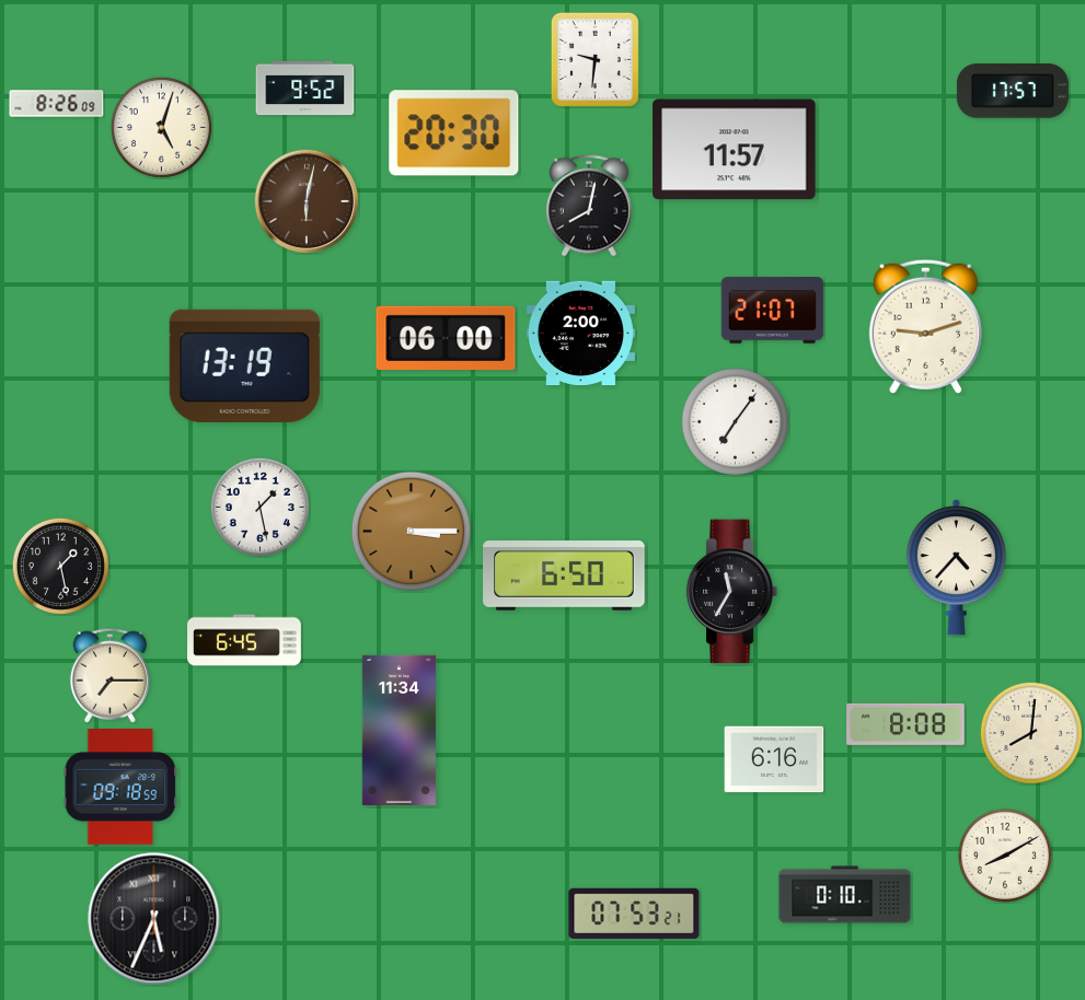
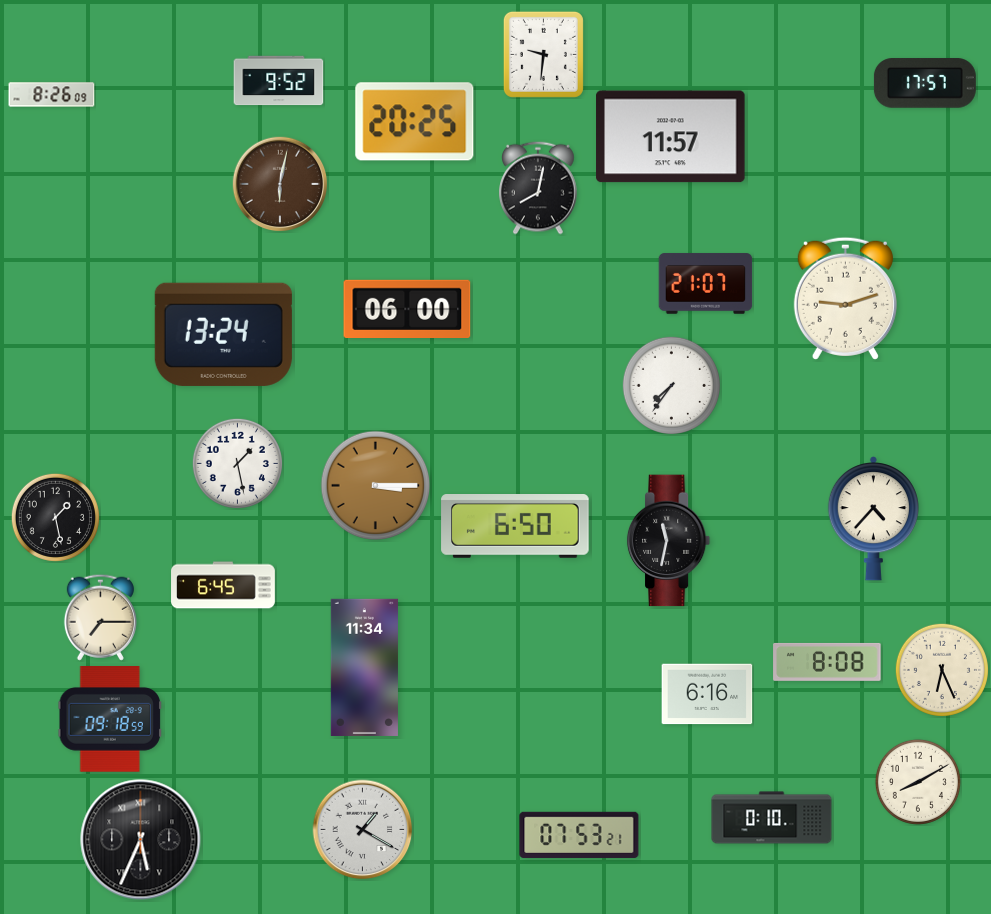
clock at (161, 127): 5:03 -> none
clock at (454, 133): 20:30 -> 20:25
clock at (580, 334): 2:00 -> none
clock at (244, 365): 13:19 -> 13:24
clock at (735, 421): 7:06 -> 7:36
clock at (732, 592): 11:35 -> 11:32
clock at (1031, 733): 8:01 -> 6:26
clock at (363, 830): none -> 1:20
